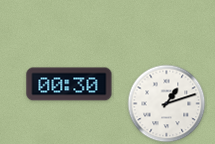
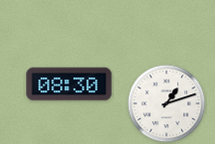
clock at (69, 84): 00:30 -> 08:30
